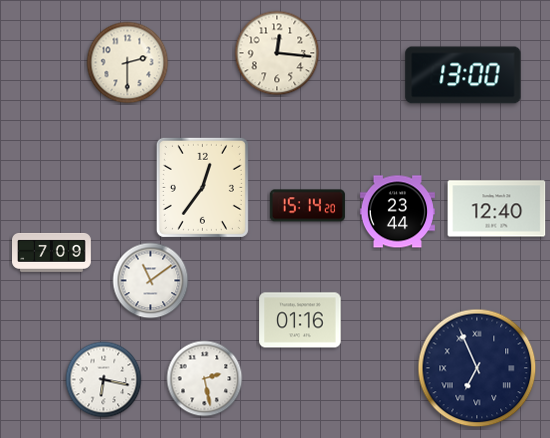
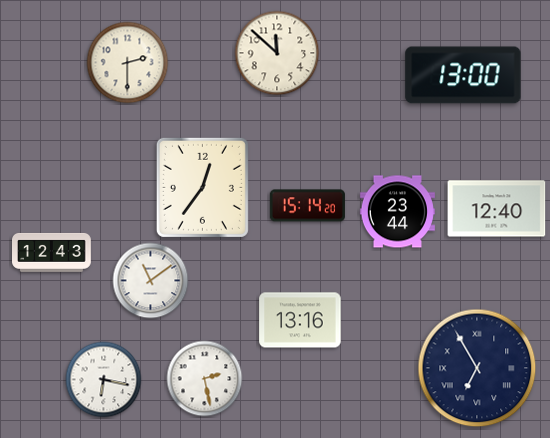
clock at (277, 53): 12:16 -> 11:52
clock at (52, 252): 7:09 -> 12:43
clock at (300, 320): 01:16 -> 13:16
clock at (477, 368): 6:56 -> 6:55
